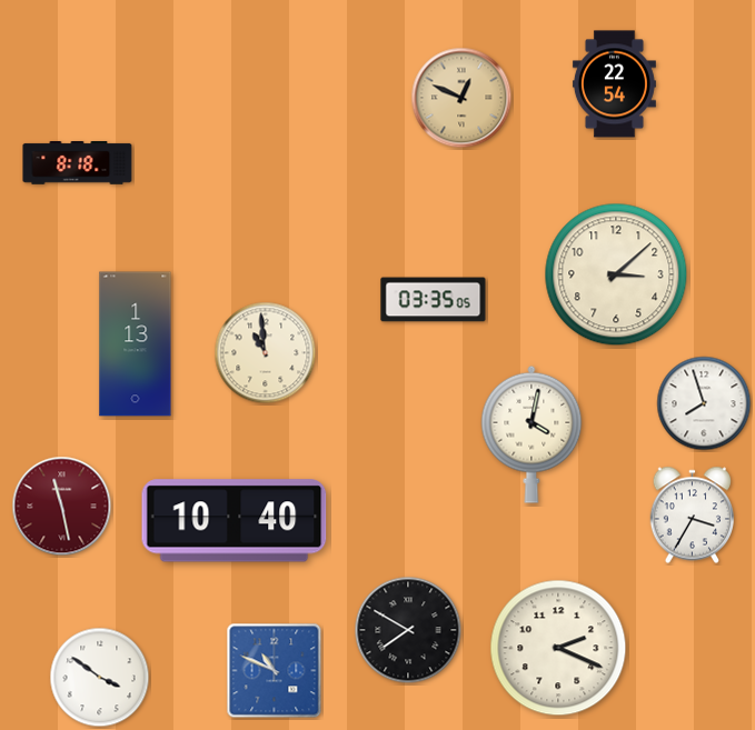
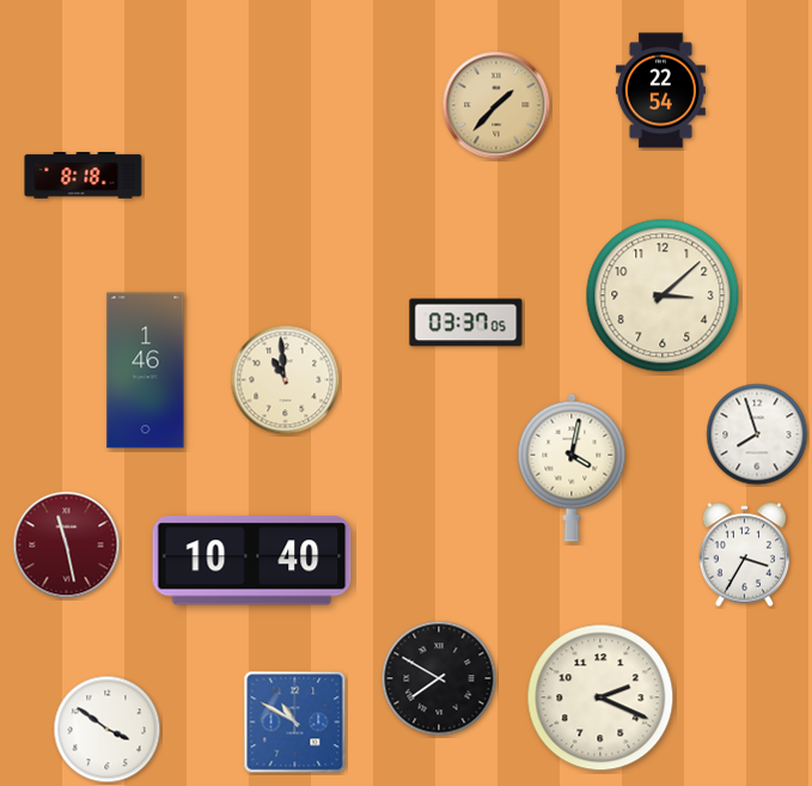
clock at (461, 98): 12:49 -> 1:37
clock at (434, 300): 03:35 -> 03:37
clock at (136, 344): 1:13 -> 1:46
clock at (275, 671): 10:49 -> 10:50
